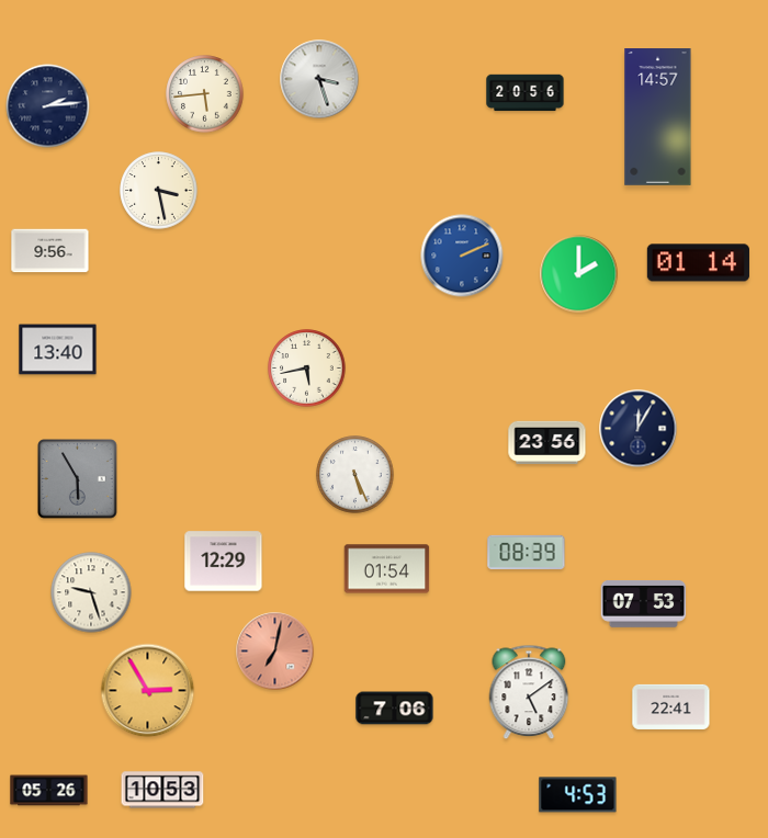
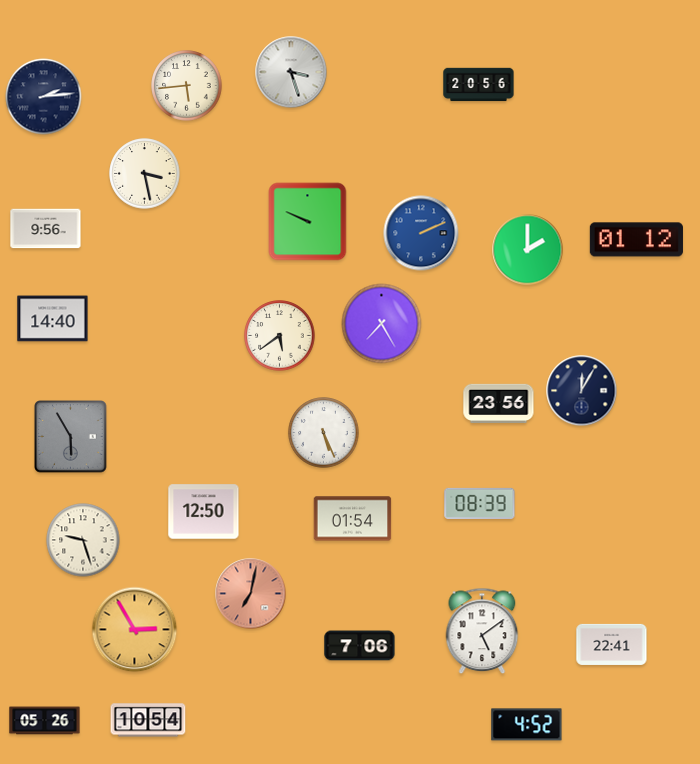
clock at (658, 117): 14:57 -> none
clock at (308, 222): none -> 9:49
clock at (698, 263): 01:14 -> 01:12
clock at (58, 350): 13:40 -> 14:40
clock at (382, 324): none -> 7:25
clock at (307, 369): 5:43 -> 5:39
clock at (224, 562): 12:29 -> 12:50
clock at (644, 603): 07:53 -> none
clock at (162, 790): 10:53 -> 10:54
clock at (578, 795): 4:53 -> 4:52
